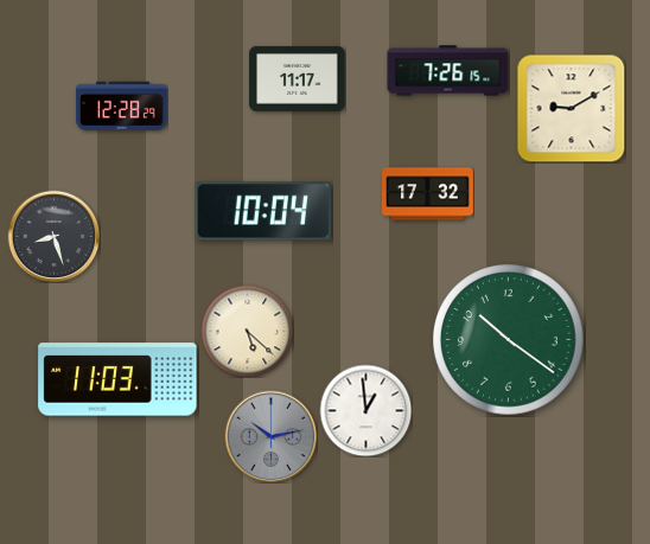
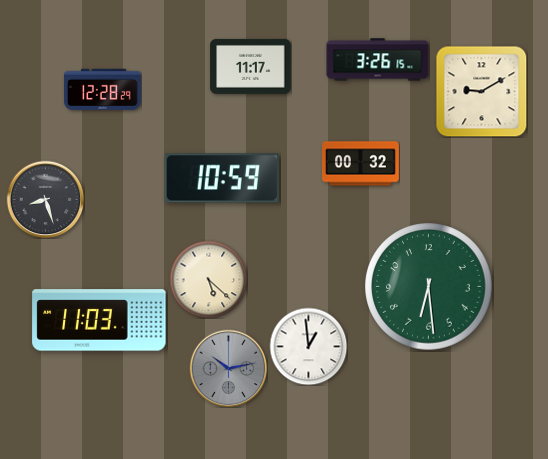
clock at (448, 71): 7:26 -> 3:26
clock at (428, 194): 17:32 -> 00:32
clock at (262, 211): 10:04 -> 10:59
clock at (509, 340): 10:21 -> 6:29
